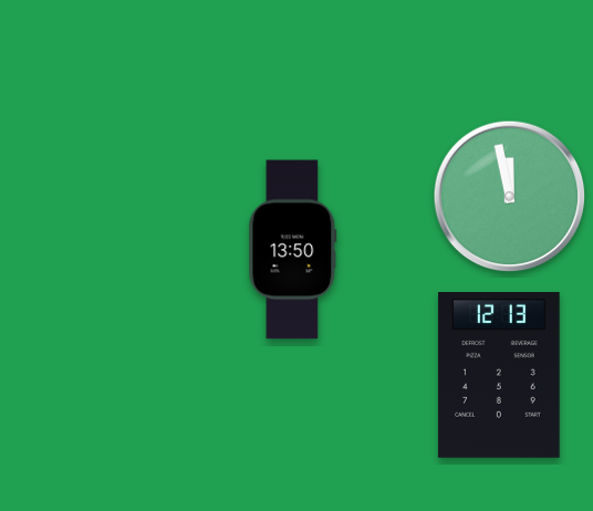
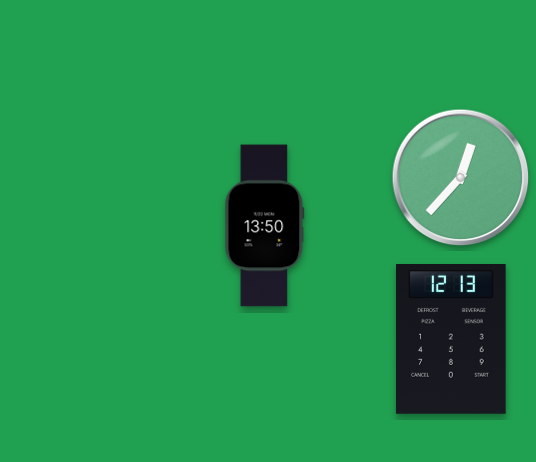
clock at (510, 197): 11:58 -> 12:37
